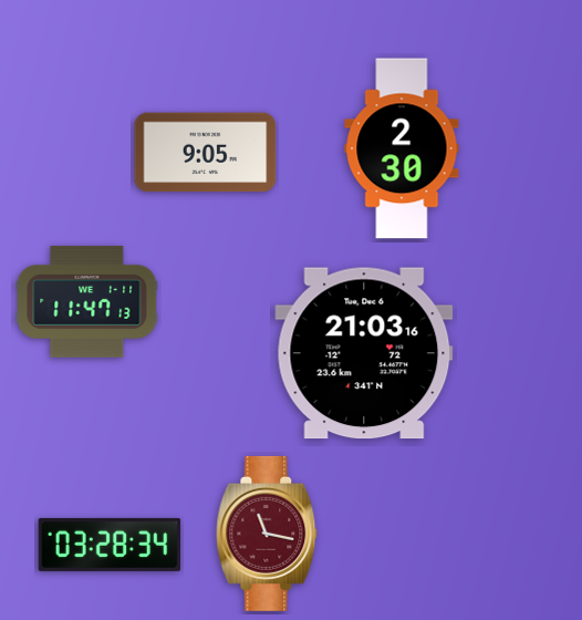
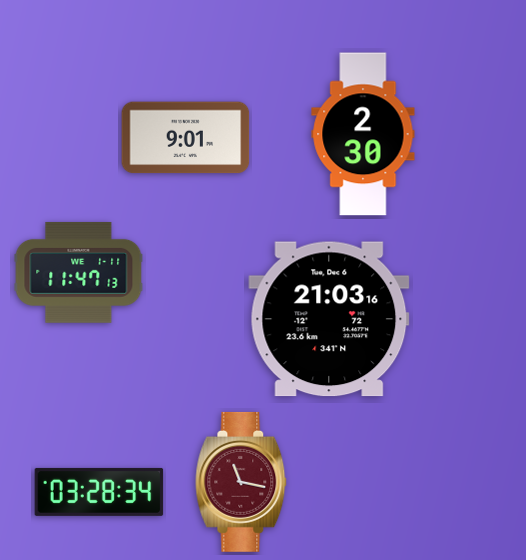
clock at (206, 153): 9:05 -> 9:01
